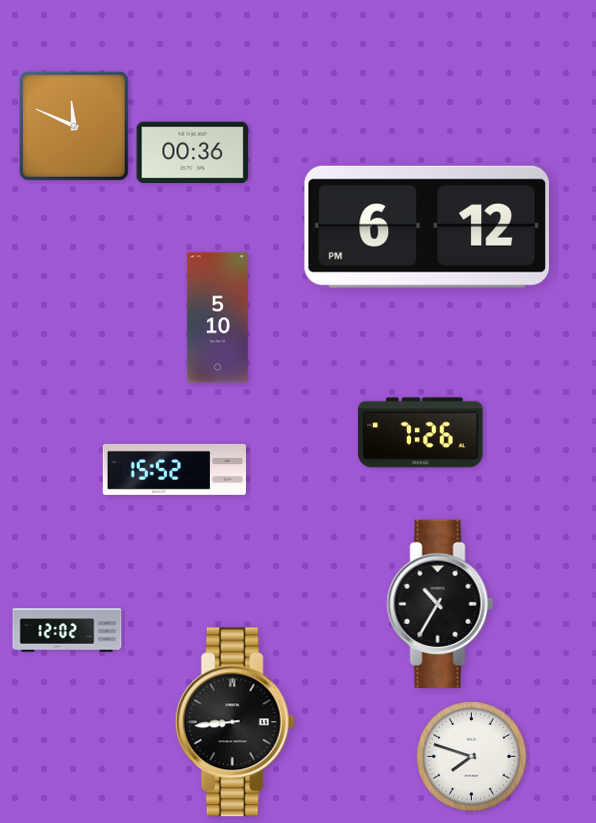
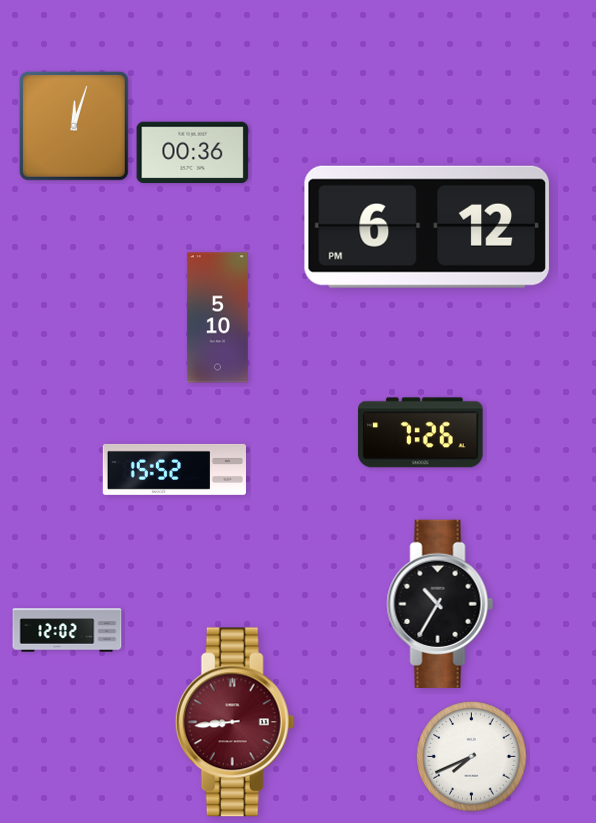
clock at (74, 126): 11:49 -> 12:03
clock at (235, 722) dial: black -> burgundy
clock at (472, 757): 7:48 -> 7:41
